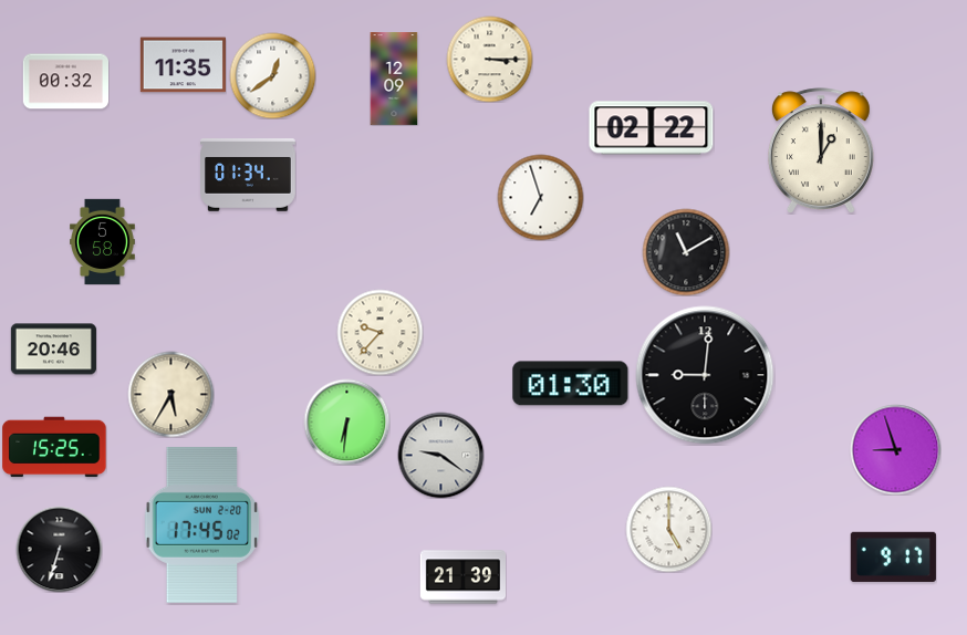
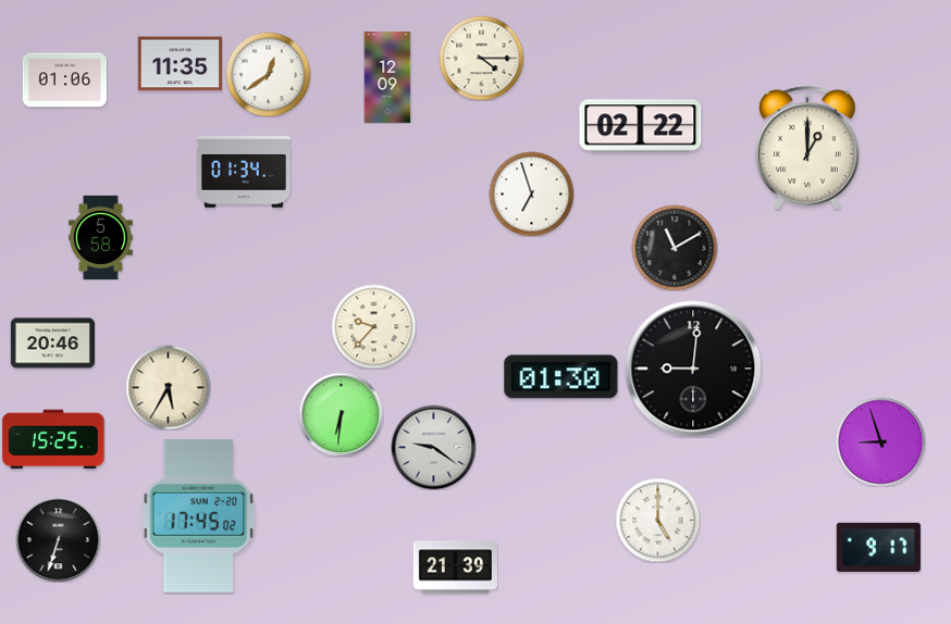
clock at (489, 59): 3:15 -> 4:15
clock at (65, 82): 00:32 -> 01:06
